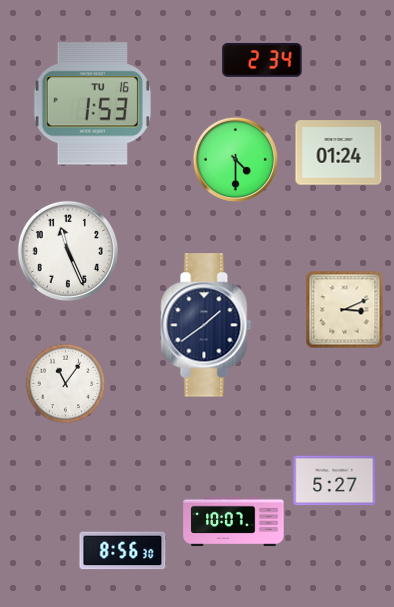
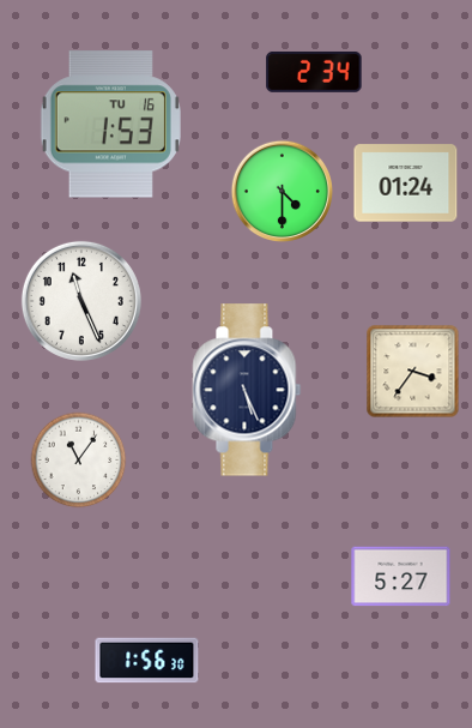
clock at (345, 310): 3:11 -> 3:36
clock at (206, 325): 1:39 -> 5:26
clock at (234, 522): 10:07 -> none
clock at (123, 551): 8:56 -> 1:56
